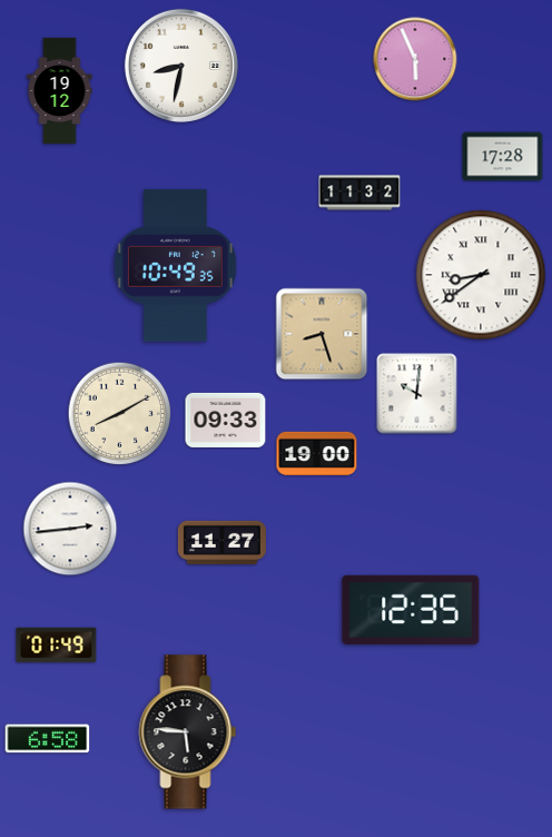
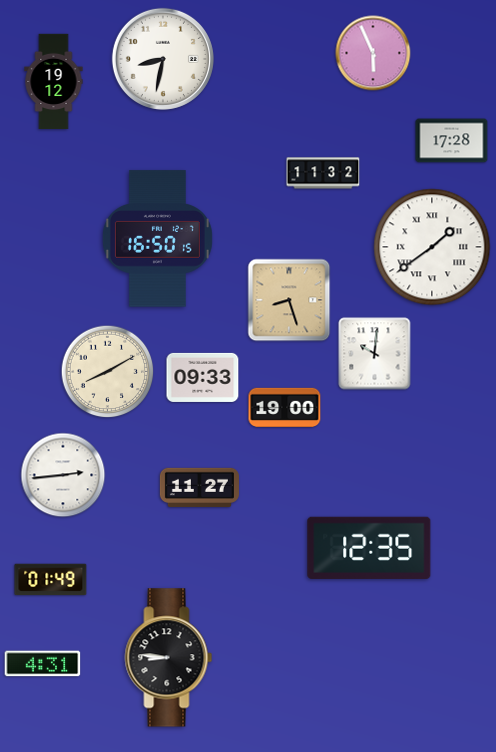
clock at (175, 266): 10:49 -> 16:50
clock at (481, 275): 8:39 -> 1:39
clock at (188, 732): 5:46 -> 8:46
clock at (48, 739): 6:58 -> 4:31
